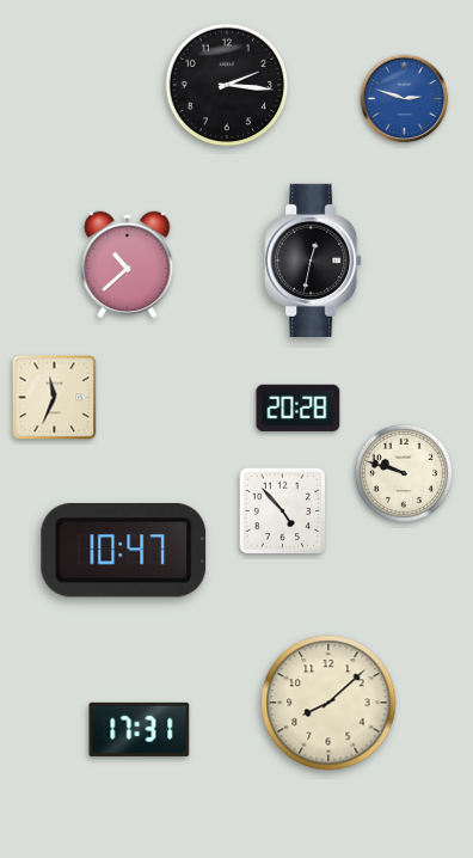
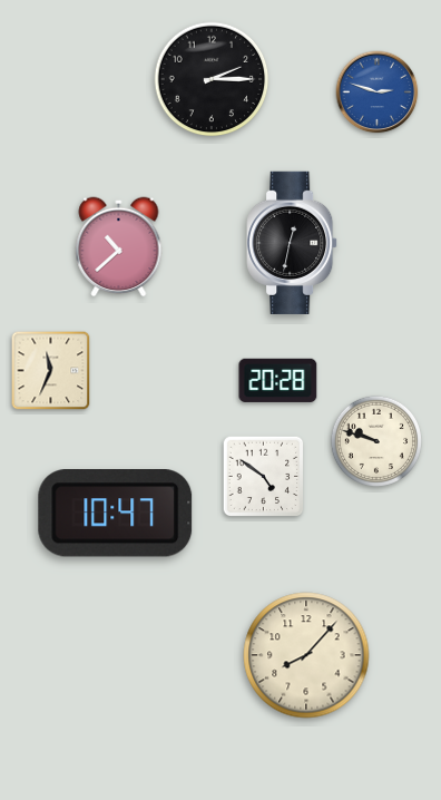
clock at (227, 85): 2:16 -> 2:15
clock at (283, 511): 4:53 -> 4:51
clock at (328, 703): 8:08 -> 8:07
clock at (140, 729): 17:31 -> none
